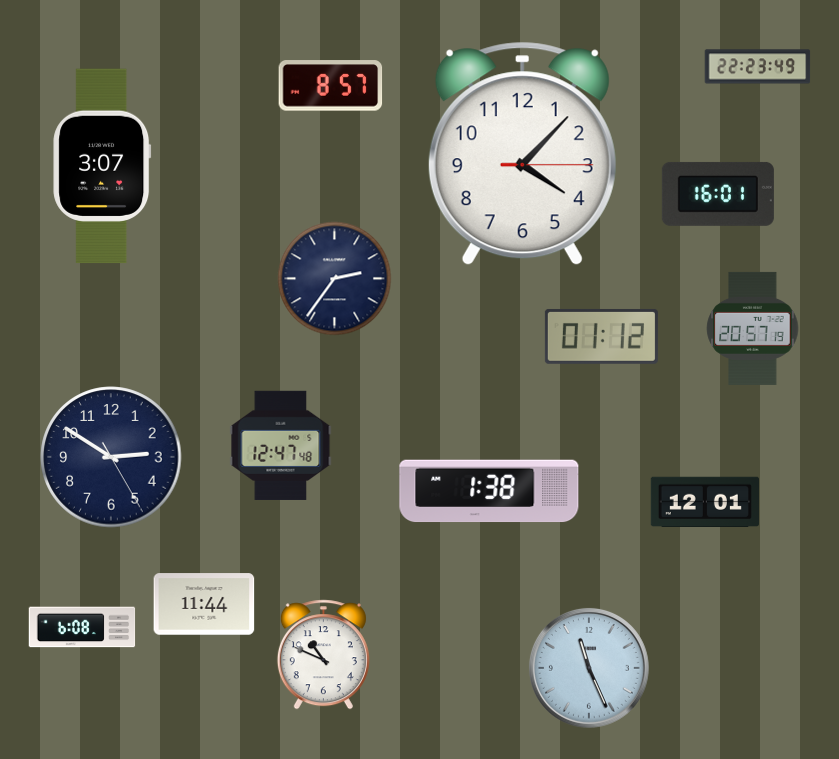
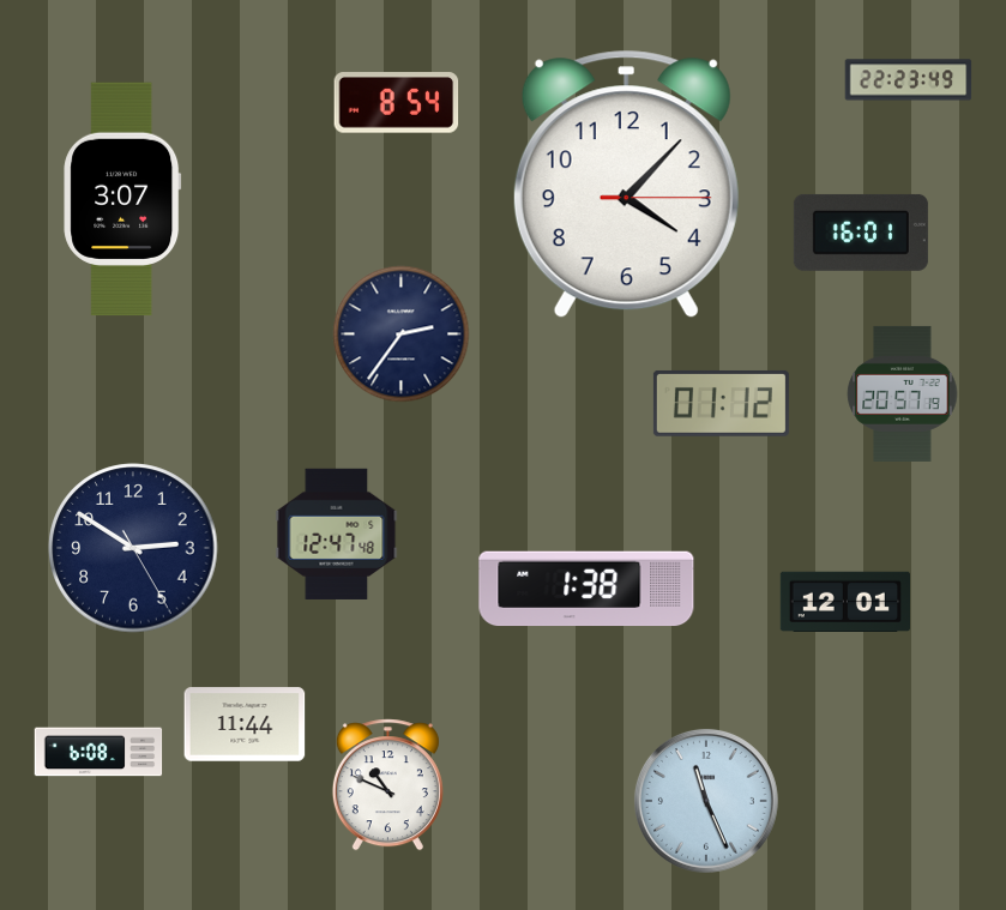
clock at (331, 86): 8:57 -> 8:54
